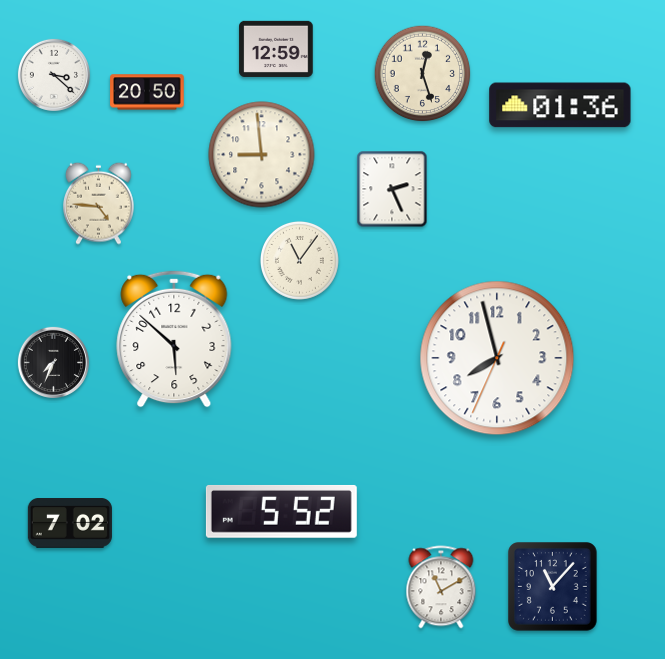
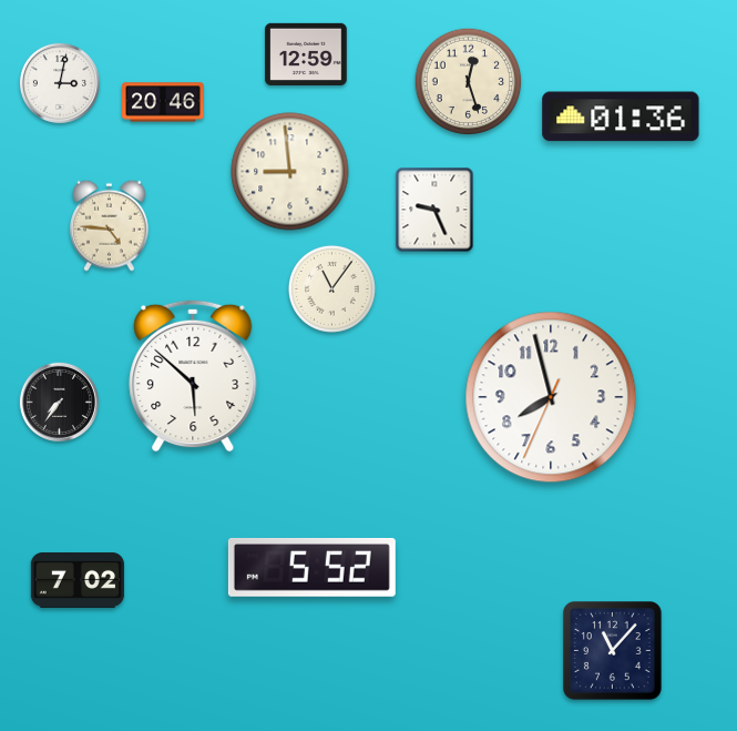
clock at (54, 75): 3:22 -> 3:02
clock at (147, 92): 20:50 -> 20:46
clock at (392, 189): 2:26 -> 9:26
clock at (53, 362): 7:34 -> 7:36
clock at (441, 587): 11:10 -> none
